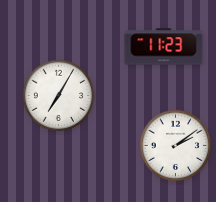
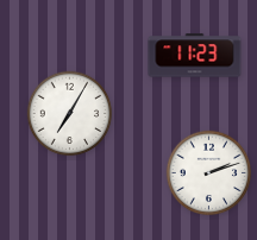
clock at (176, 146): 2:09 -> 2:12
